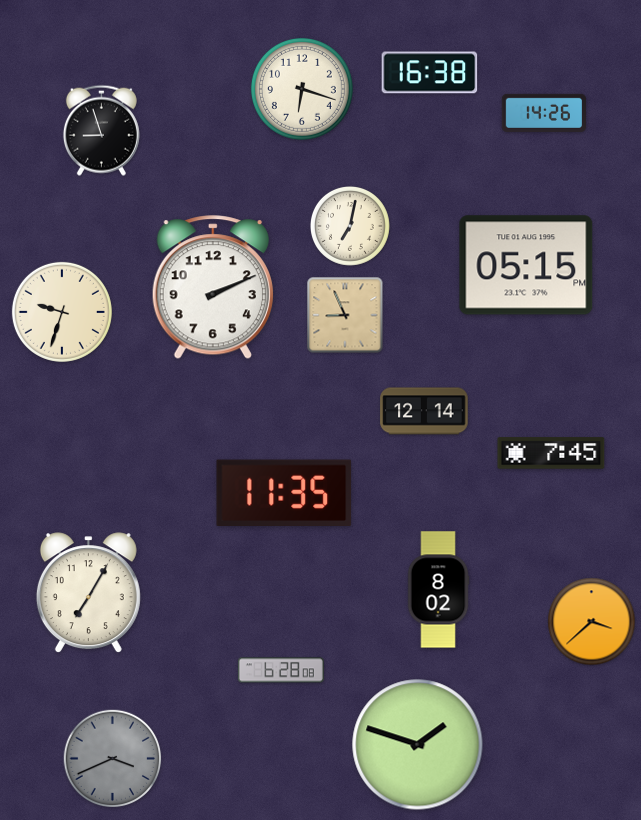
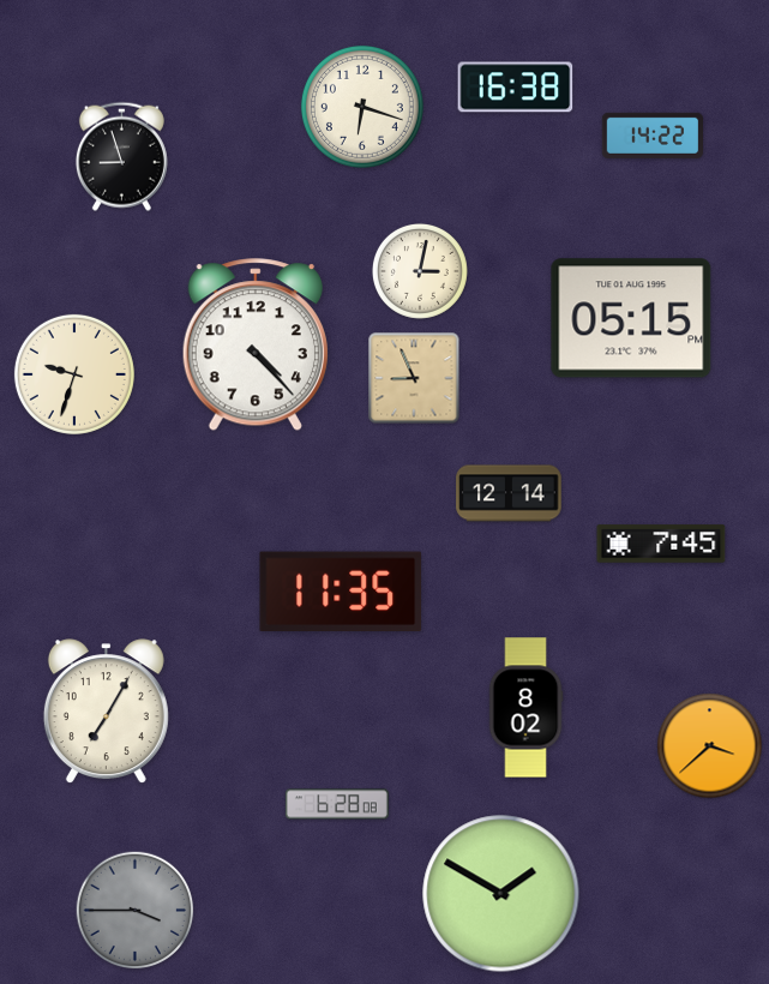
clock at (544, 113): 14:26 -> 14:22
clock at (350, 226): 7:02 -> 3:02
clock at (213, 288): 2:11 -> 4:23
clock at (418, 745): 1:48 -> 1:50
clock at (113, 759): 3:41 -> 3:45
